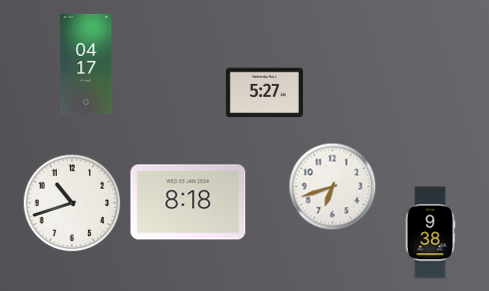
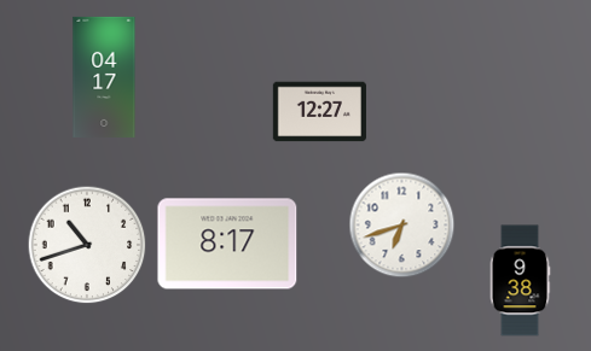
clock at (264, 93): 5:27 -> 12:27
clock at (188, 202): 8:18 -> 8:17
